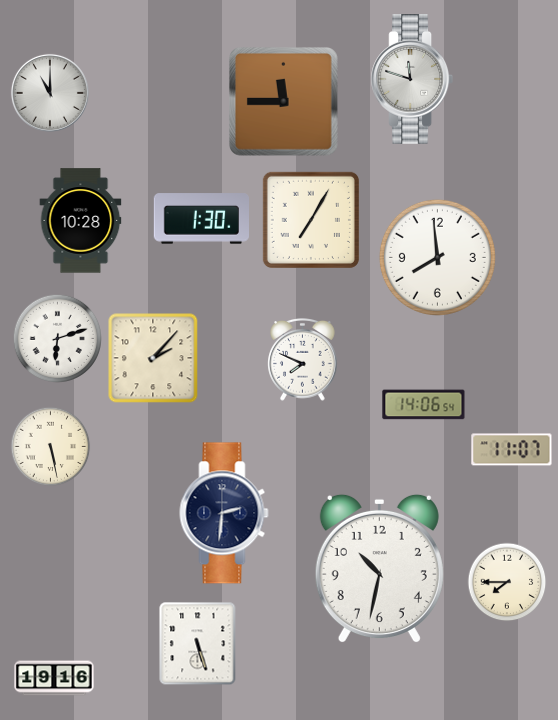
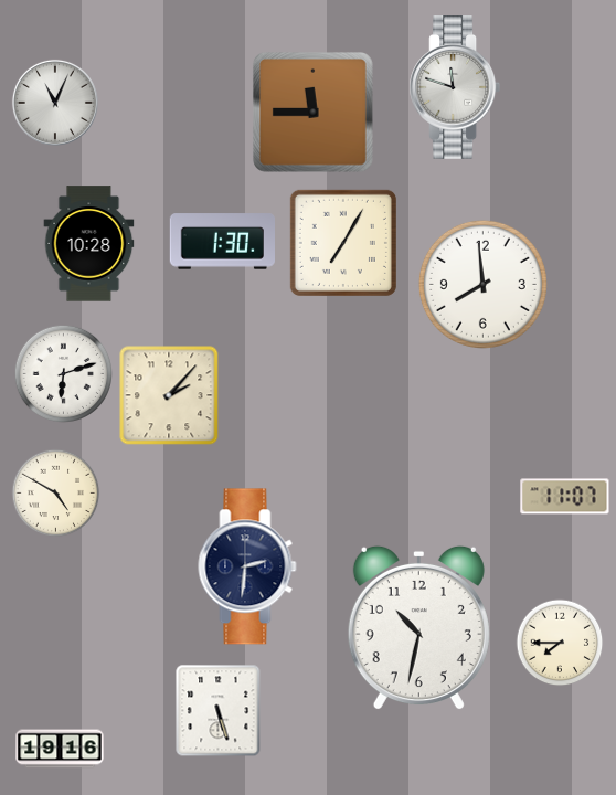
clock at (50, 93): 11:00 -> 11:04
clock at (303, 360): 7:49 -> none
clock at (424, 405): 14:06 -> none
clock at (51, 447): 5:28 -> 4:50
